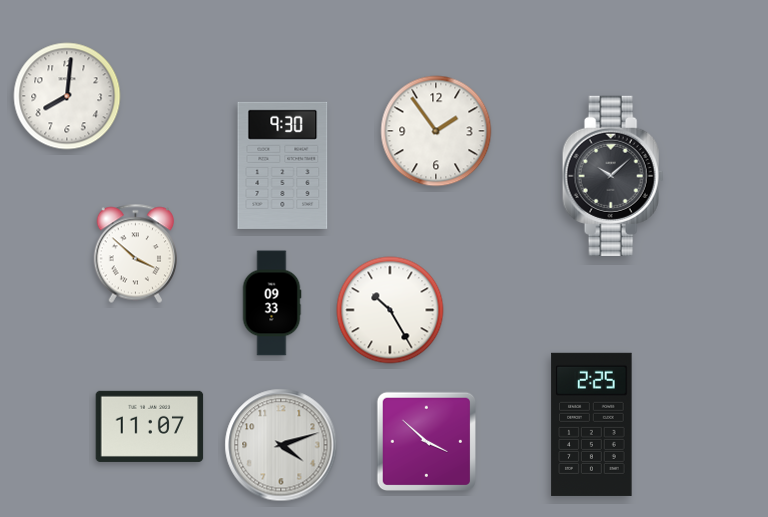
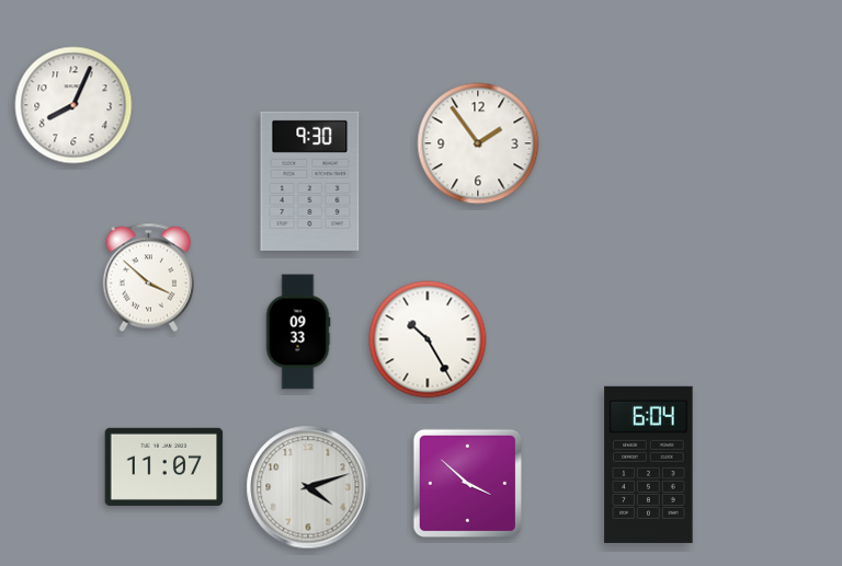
clock at (67, 96): 8:01 -> 8:04
clock at (613, 176): 10:08 -> none
clock at (592, 424): 2:25 -> 6:04
